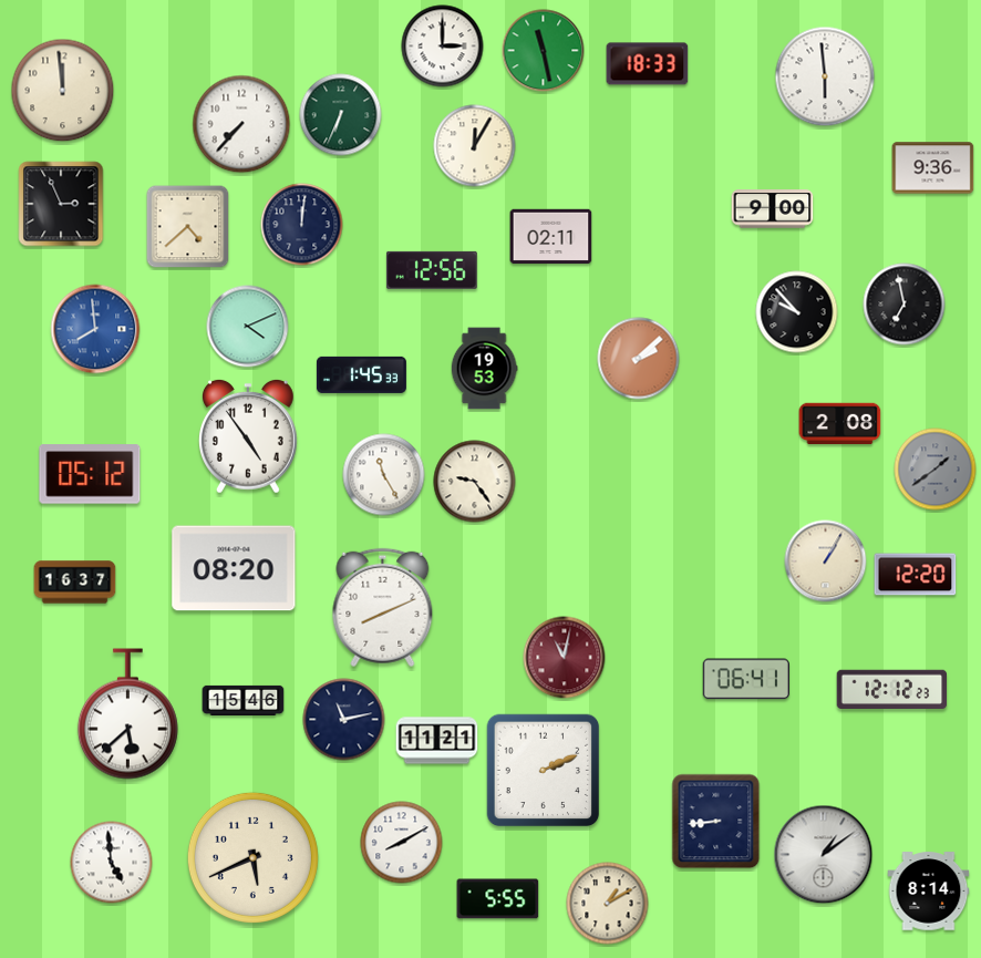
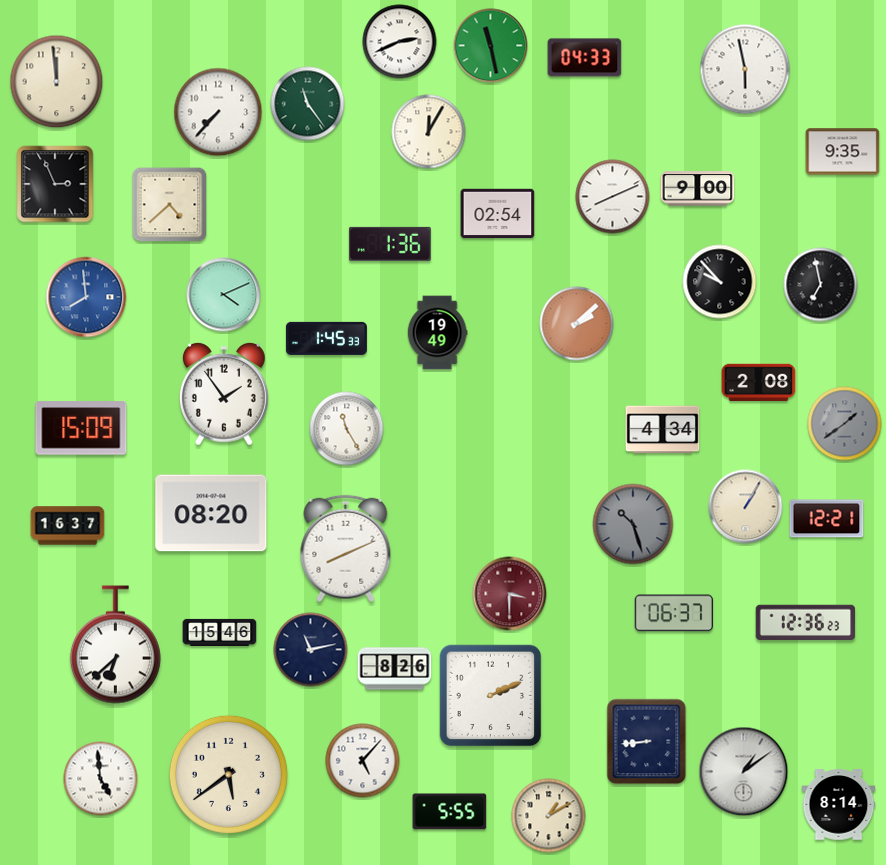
clock at (443, 47): 3:00 -> 2:41
clock at (648, 64): 18:33 -> 04:33
clock at (825, 76): 5:59 -> 5:58
clock at (341, 115): 6:34 -> 11:24
clock at (933, 168): 9:36 -> 9:35
clock at (613, 197): none -> 8:11
clock at (302, 225): 12:01 -> none
clock at (551, 237): 02:11 -> 02:54
clock at (432, 270): 12:56 -> 1:36
clock at (905, 305) position: (905, 305) -> (821, 285)
clock at (484, 369): 19:53 -> 19:49
clock at (249, 436): 4:54 -> 1:54
clock at (90, 474): 05:12 -> 15:09
clock at (663, 430): none -> 4:34
clock at (475, 482): 9:24 -> none
clock at (916, 575): 12:20 -> 12:21
clock at (633, 524): none -> 10:27
clock at (565, 658): 11:02 -> 3:30
clock at (746, 679): 06:41 -> 06:37
clock at (892, 690): 12:12 -> 12:36
clock at (127, 714): 5:38 -> 6:38
clock at (437, 741): 11:21 -> 8:26
clock at (402, 843): 8:10 -> 5:07
clock at (252, 857): 5:41 -> 5:39
